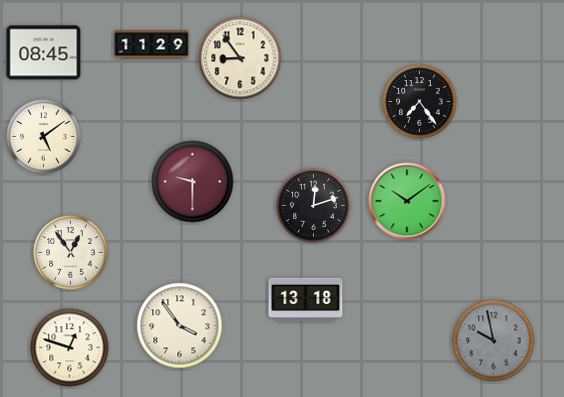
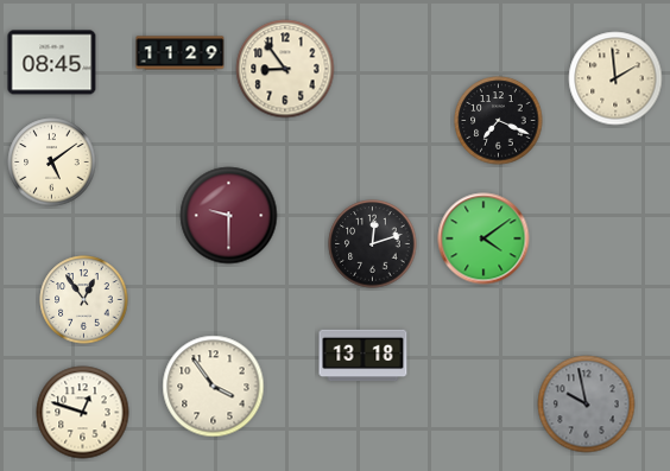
clock at (615, 78): none -> 1:59
clock at (420, 102): 7:24 -> 7:19
clock at (407, 201): 10:09 -> 4:09
